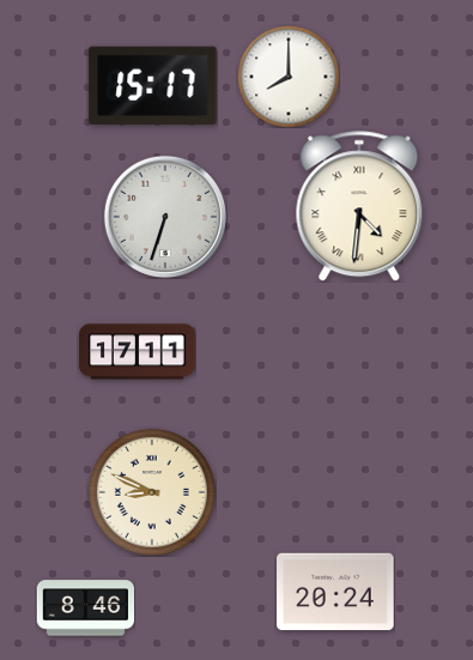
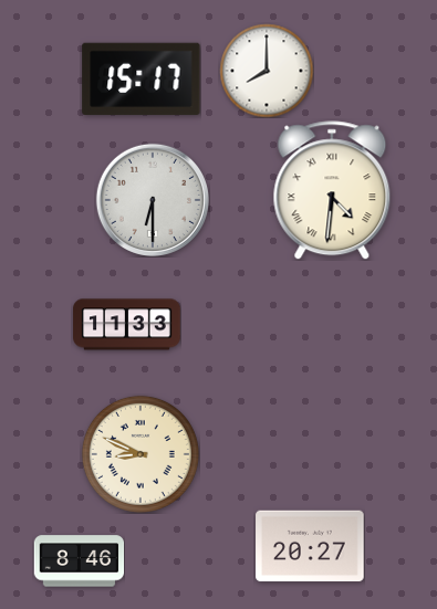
clock at (165, 217): 6:33 -> 6:30
clock at (138, 352): 17:11 -> 11:33
clock at (335, 592): 20:24 -> 20:27
